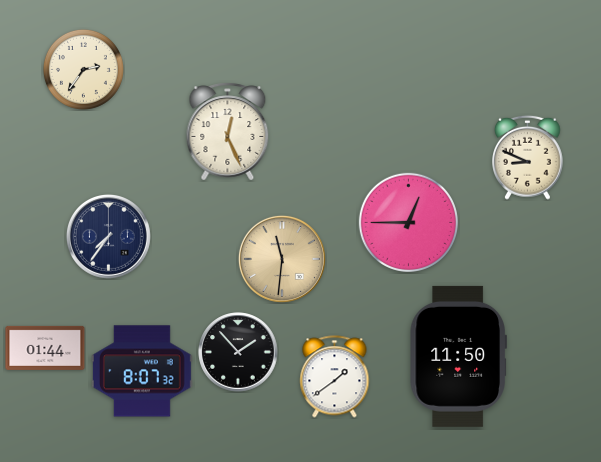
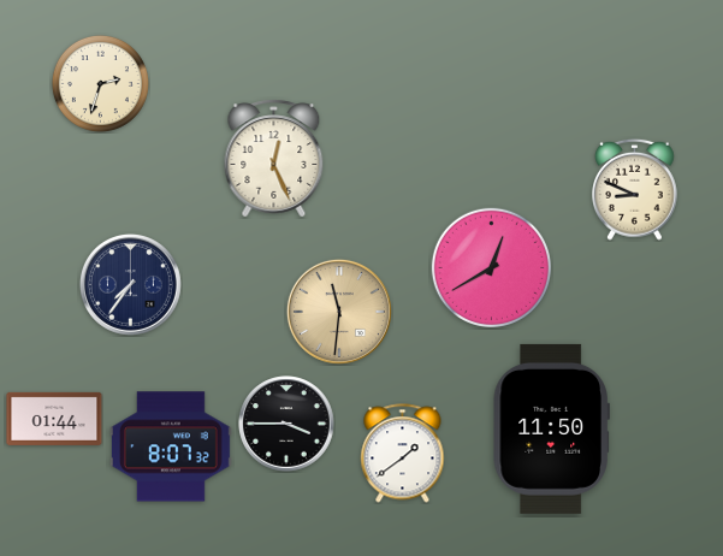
clock at (83, 69): 2:36 -> 2:33
clock at (408, 222): 12:45 -> 12:40
clock at (238, 352): 1:53 -> 3:45
